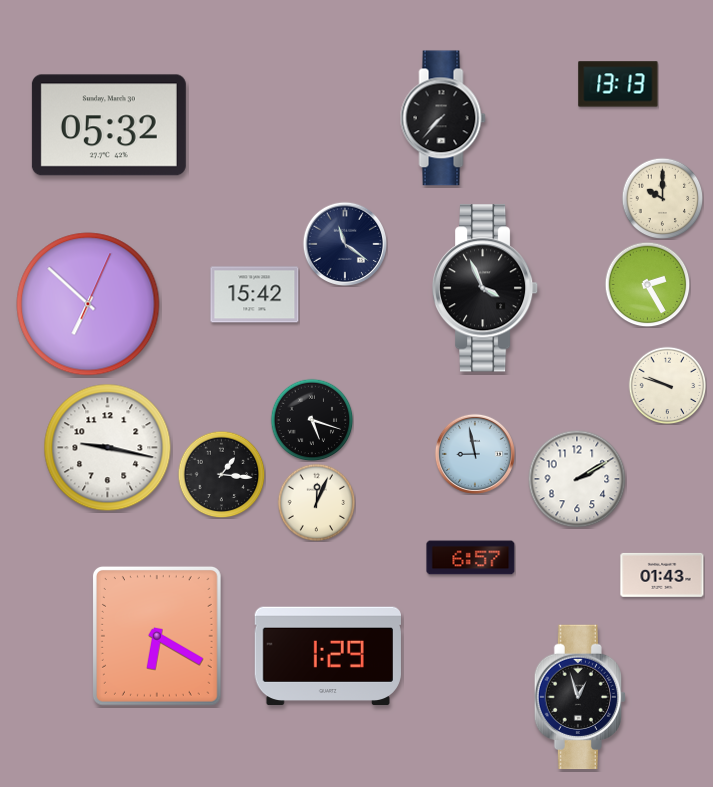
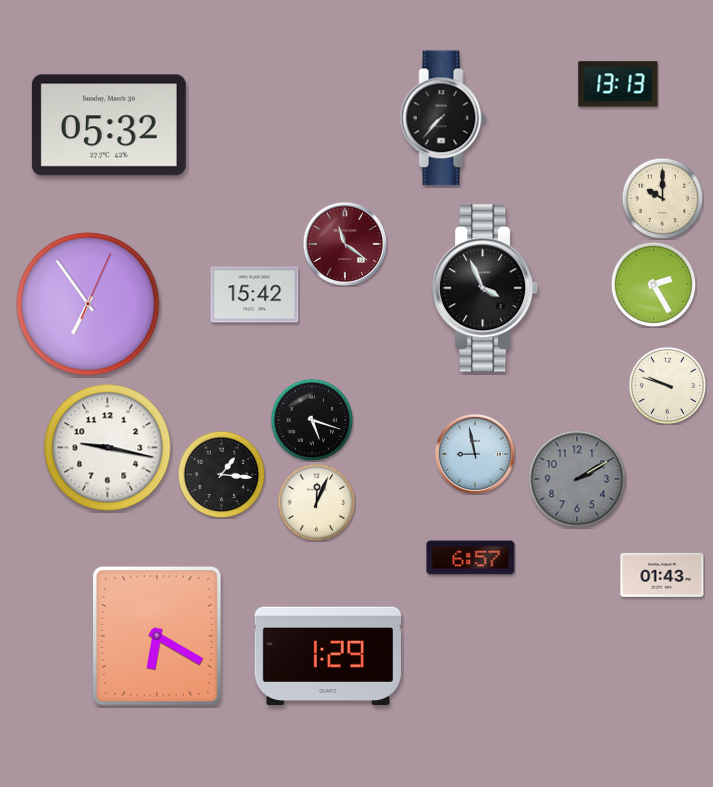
clock at (344, 243) dial: navy -> burgundy
clock at (647, 284) position: (647, 284) -> (653, 284)
clock at (88, 304): 6:52 -> 6:54
clock at (577, 479) dial: white -> grey
clock at (579, 697): 12:57 -> none
